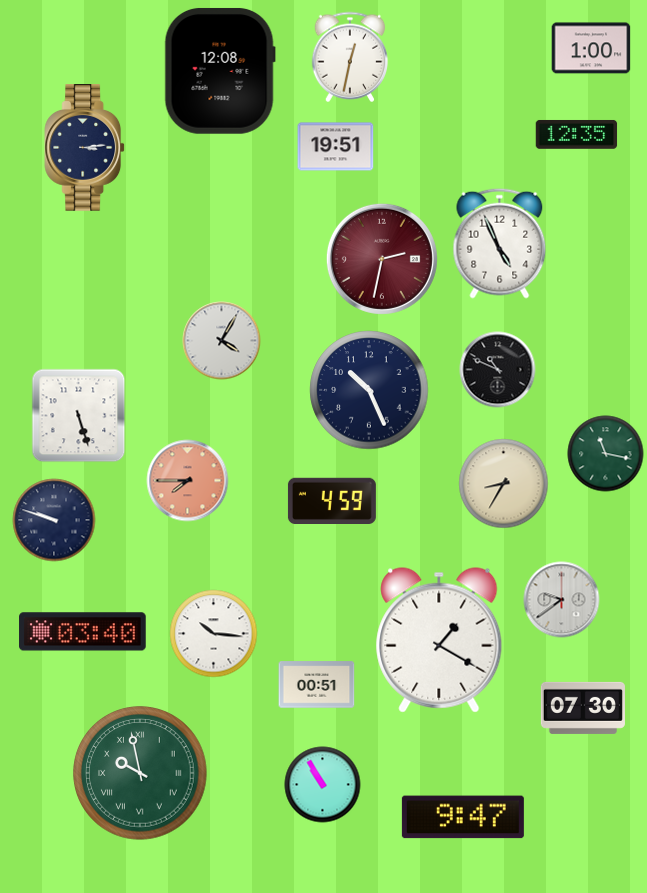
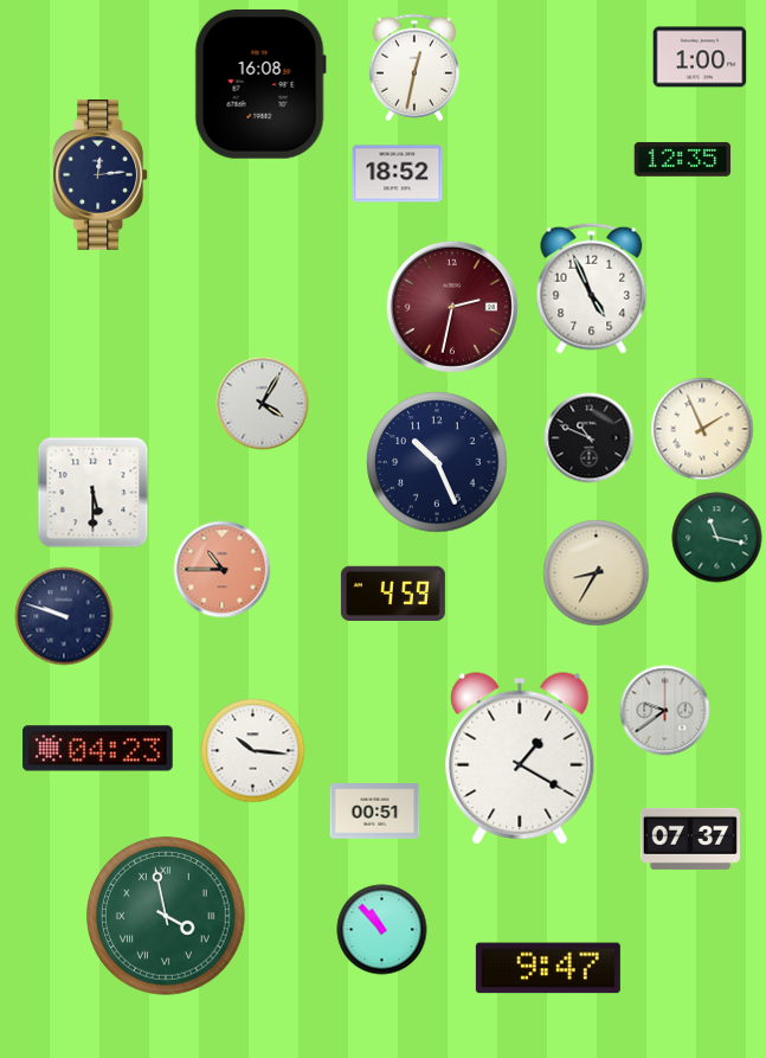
clock at (220, 71): 12:08 -> 16:08
clock at (336, 147): 19:51 -> 18:52
clock at (85, 148): 3:14 -> 12:14
clock at (702, 429): none -> 1:56
clock at (79, 416): 5:27 -> 5:30
clock at (188, 481): 7:45 -> 10:45
clock at (83, 632): 03:40 -> 04:23
clock at (583, 708): 07:30 -> 07:37
clock at (140, 773): 9:58 -> 3:58
clock at (323, 785): 10:55 -> 10:53
